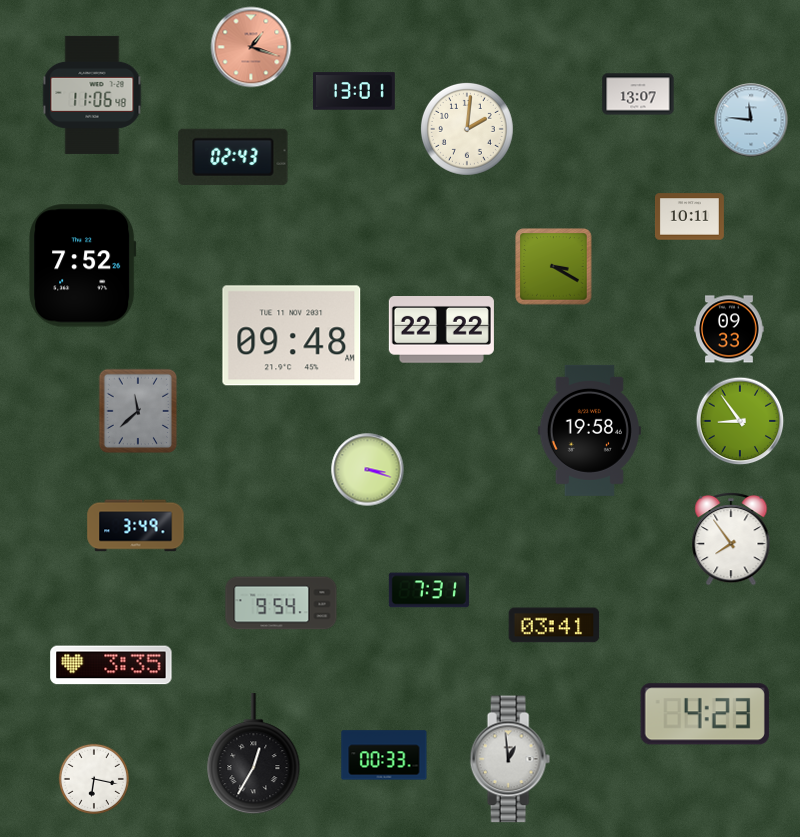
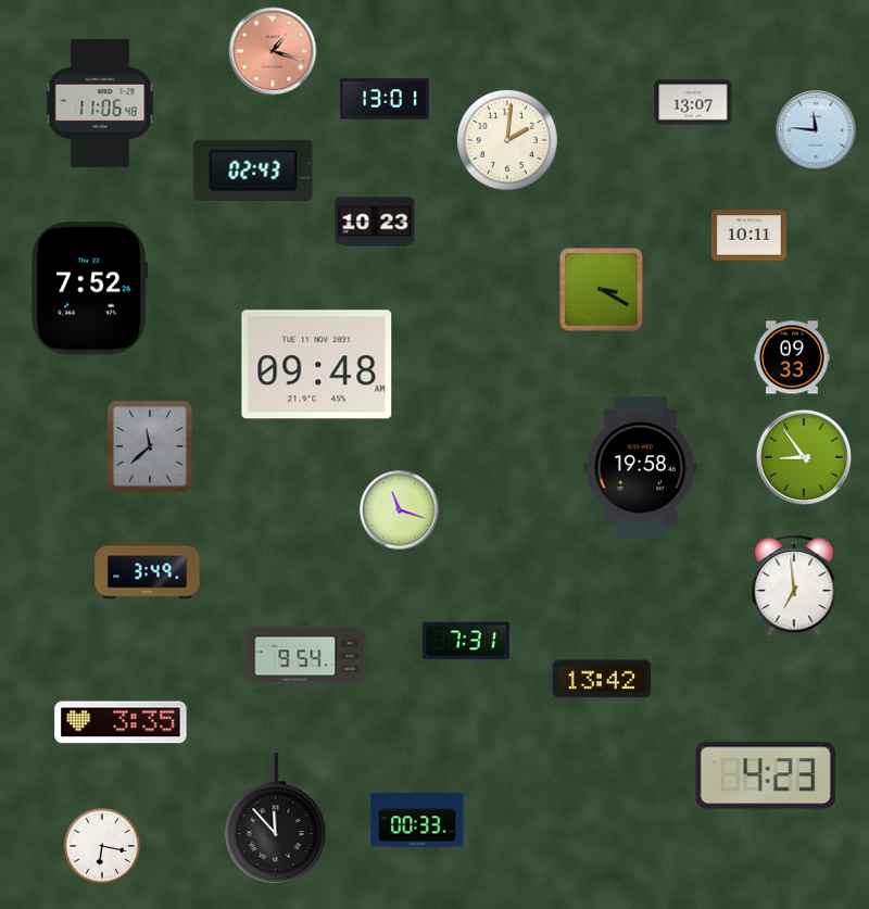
clock at (375, 222): none -> 10:23
clock at (441, 330): 22:22 -> none
clock at (368, 470): 3:18 -> 11:18
clock at (731, 539): 7:54 -> 6:59
clock at (554, 625): 03:41 -> 13:42
clock at (254, 754): 12:35 -> 11:53
clock at (510, 759): 12:59 -> none
